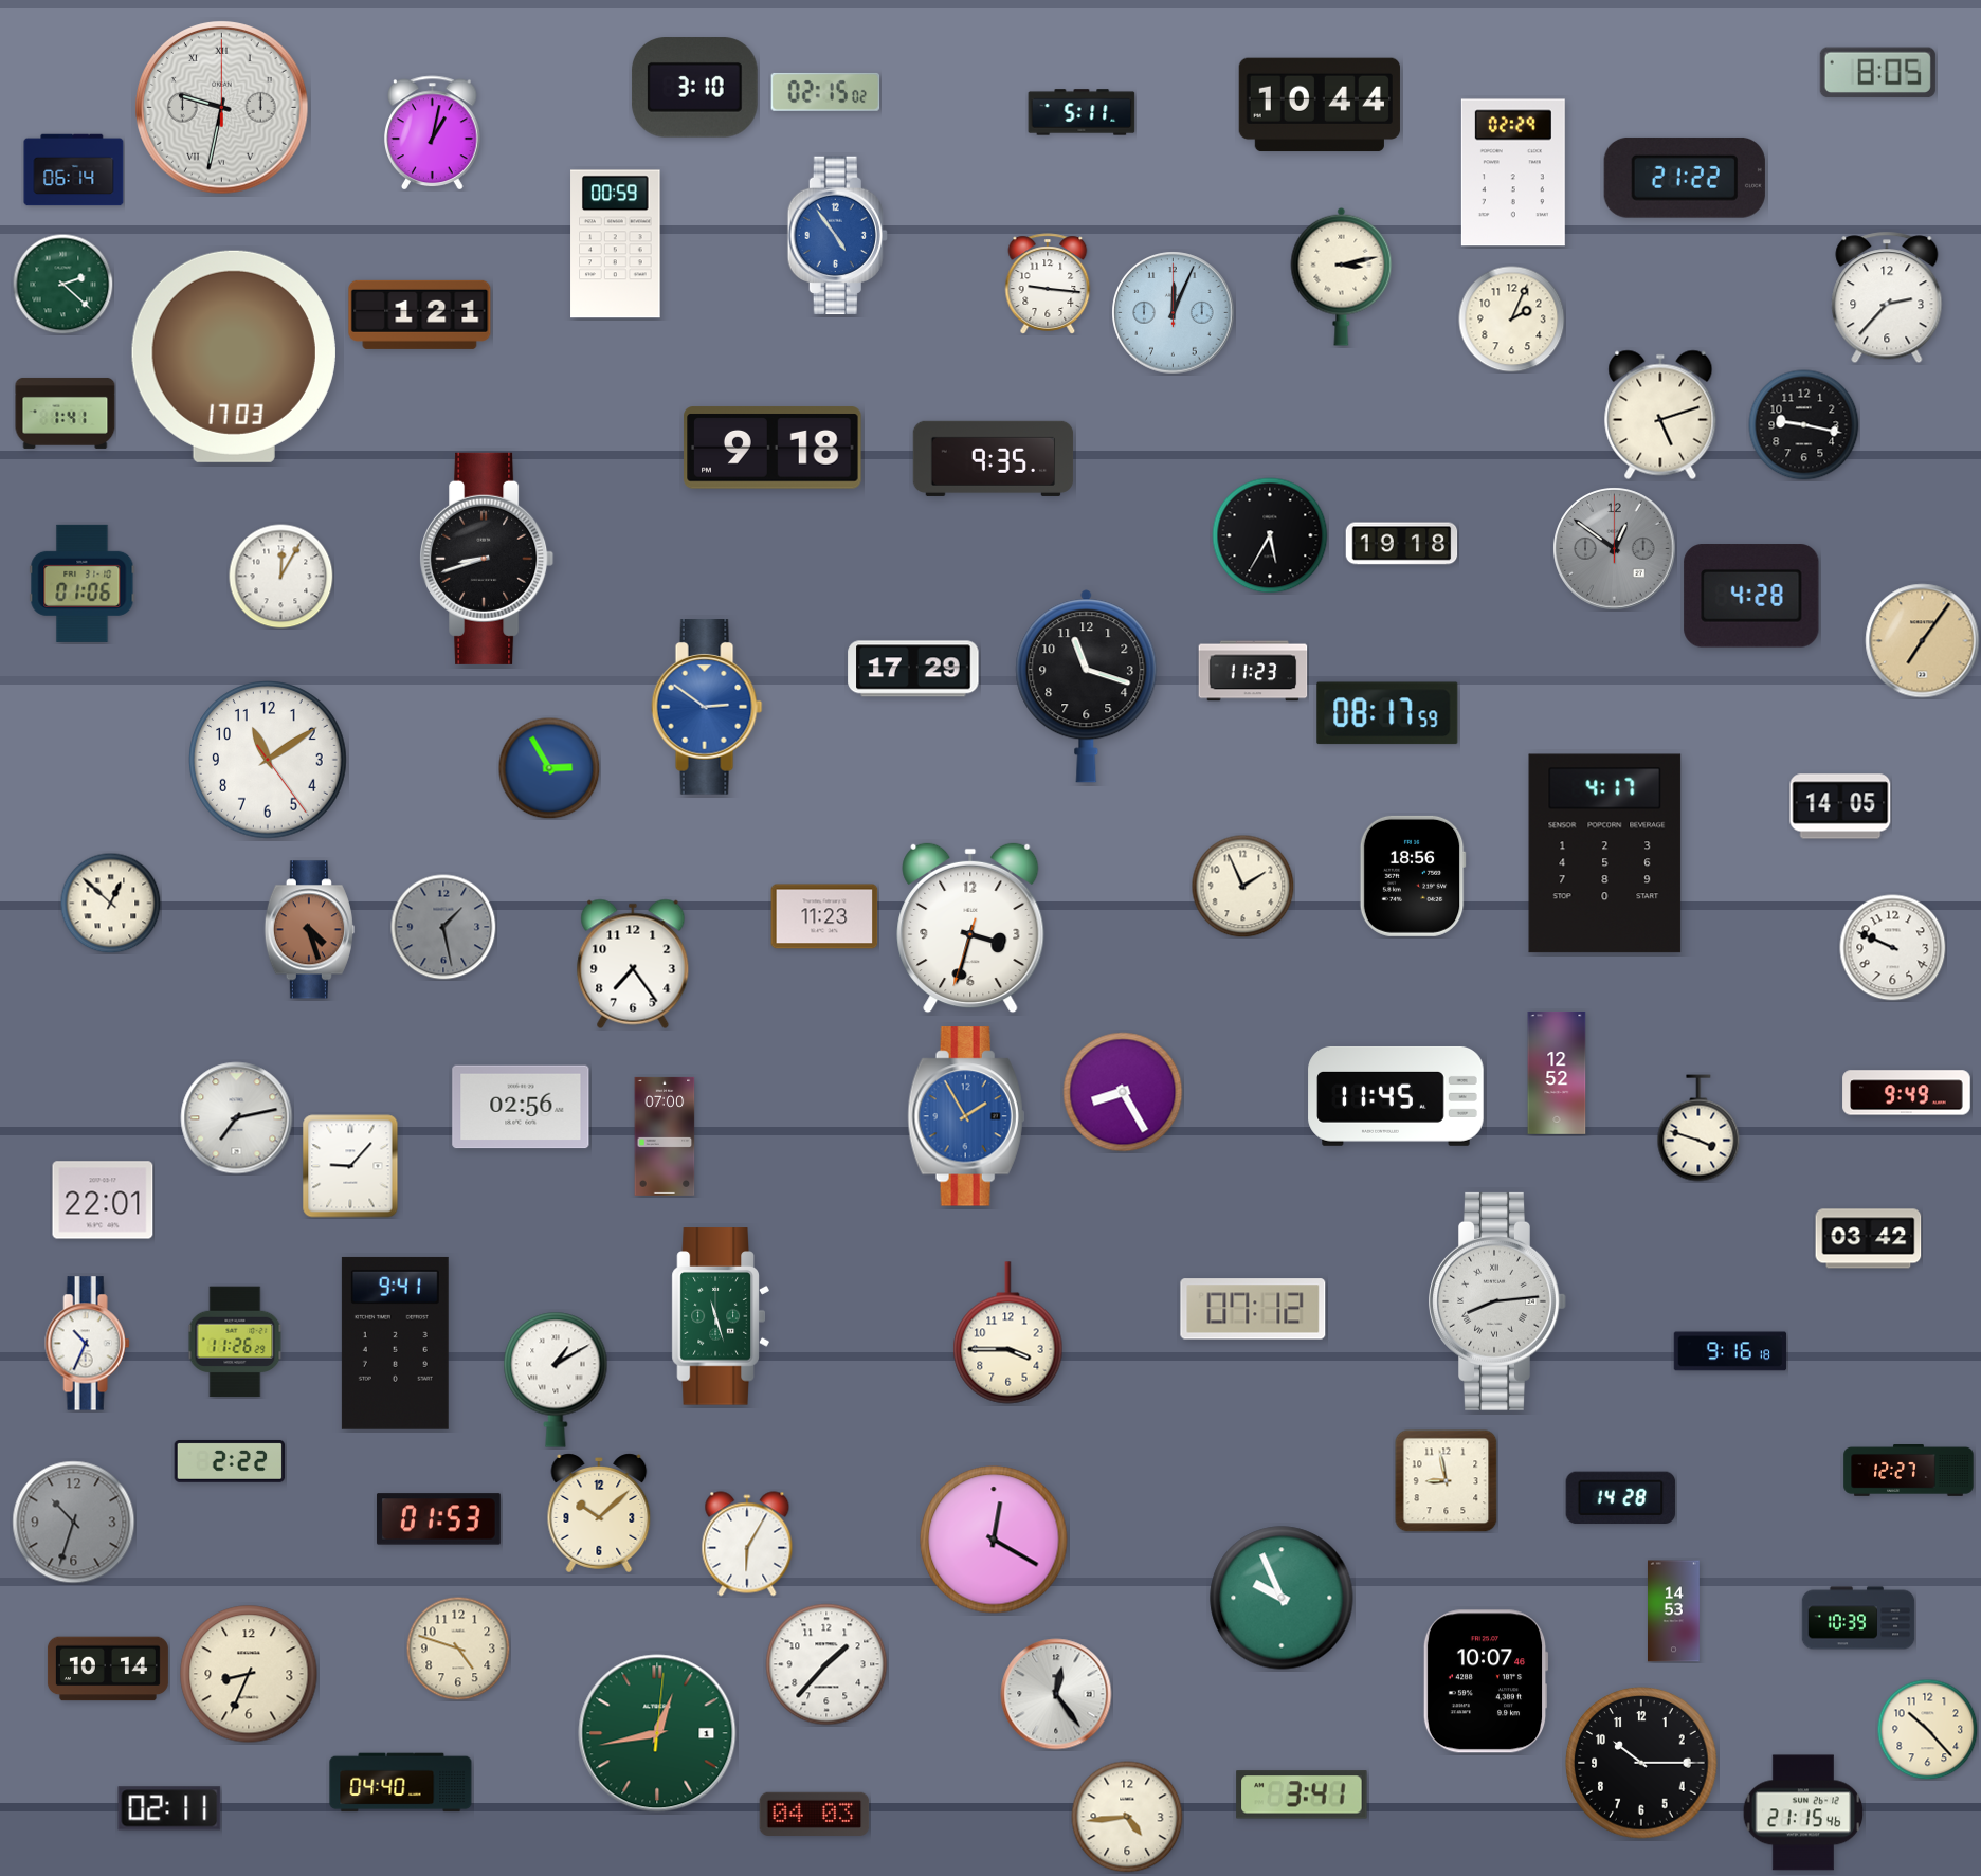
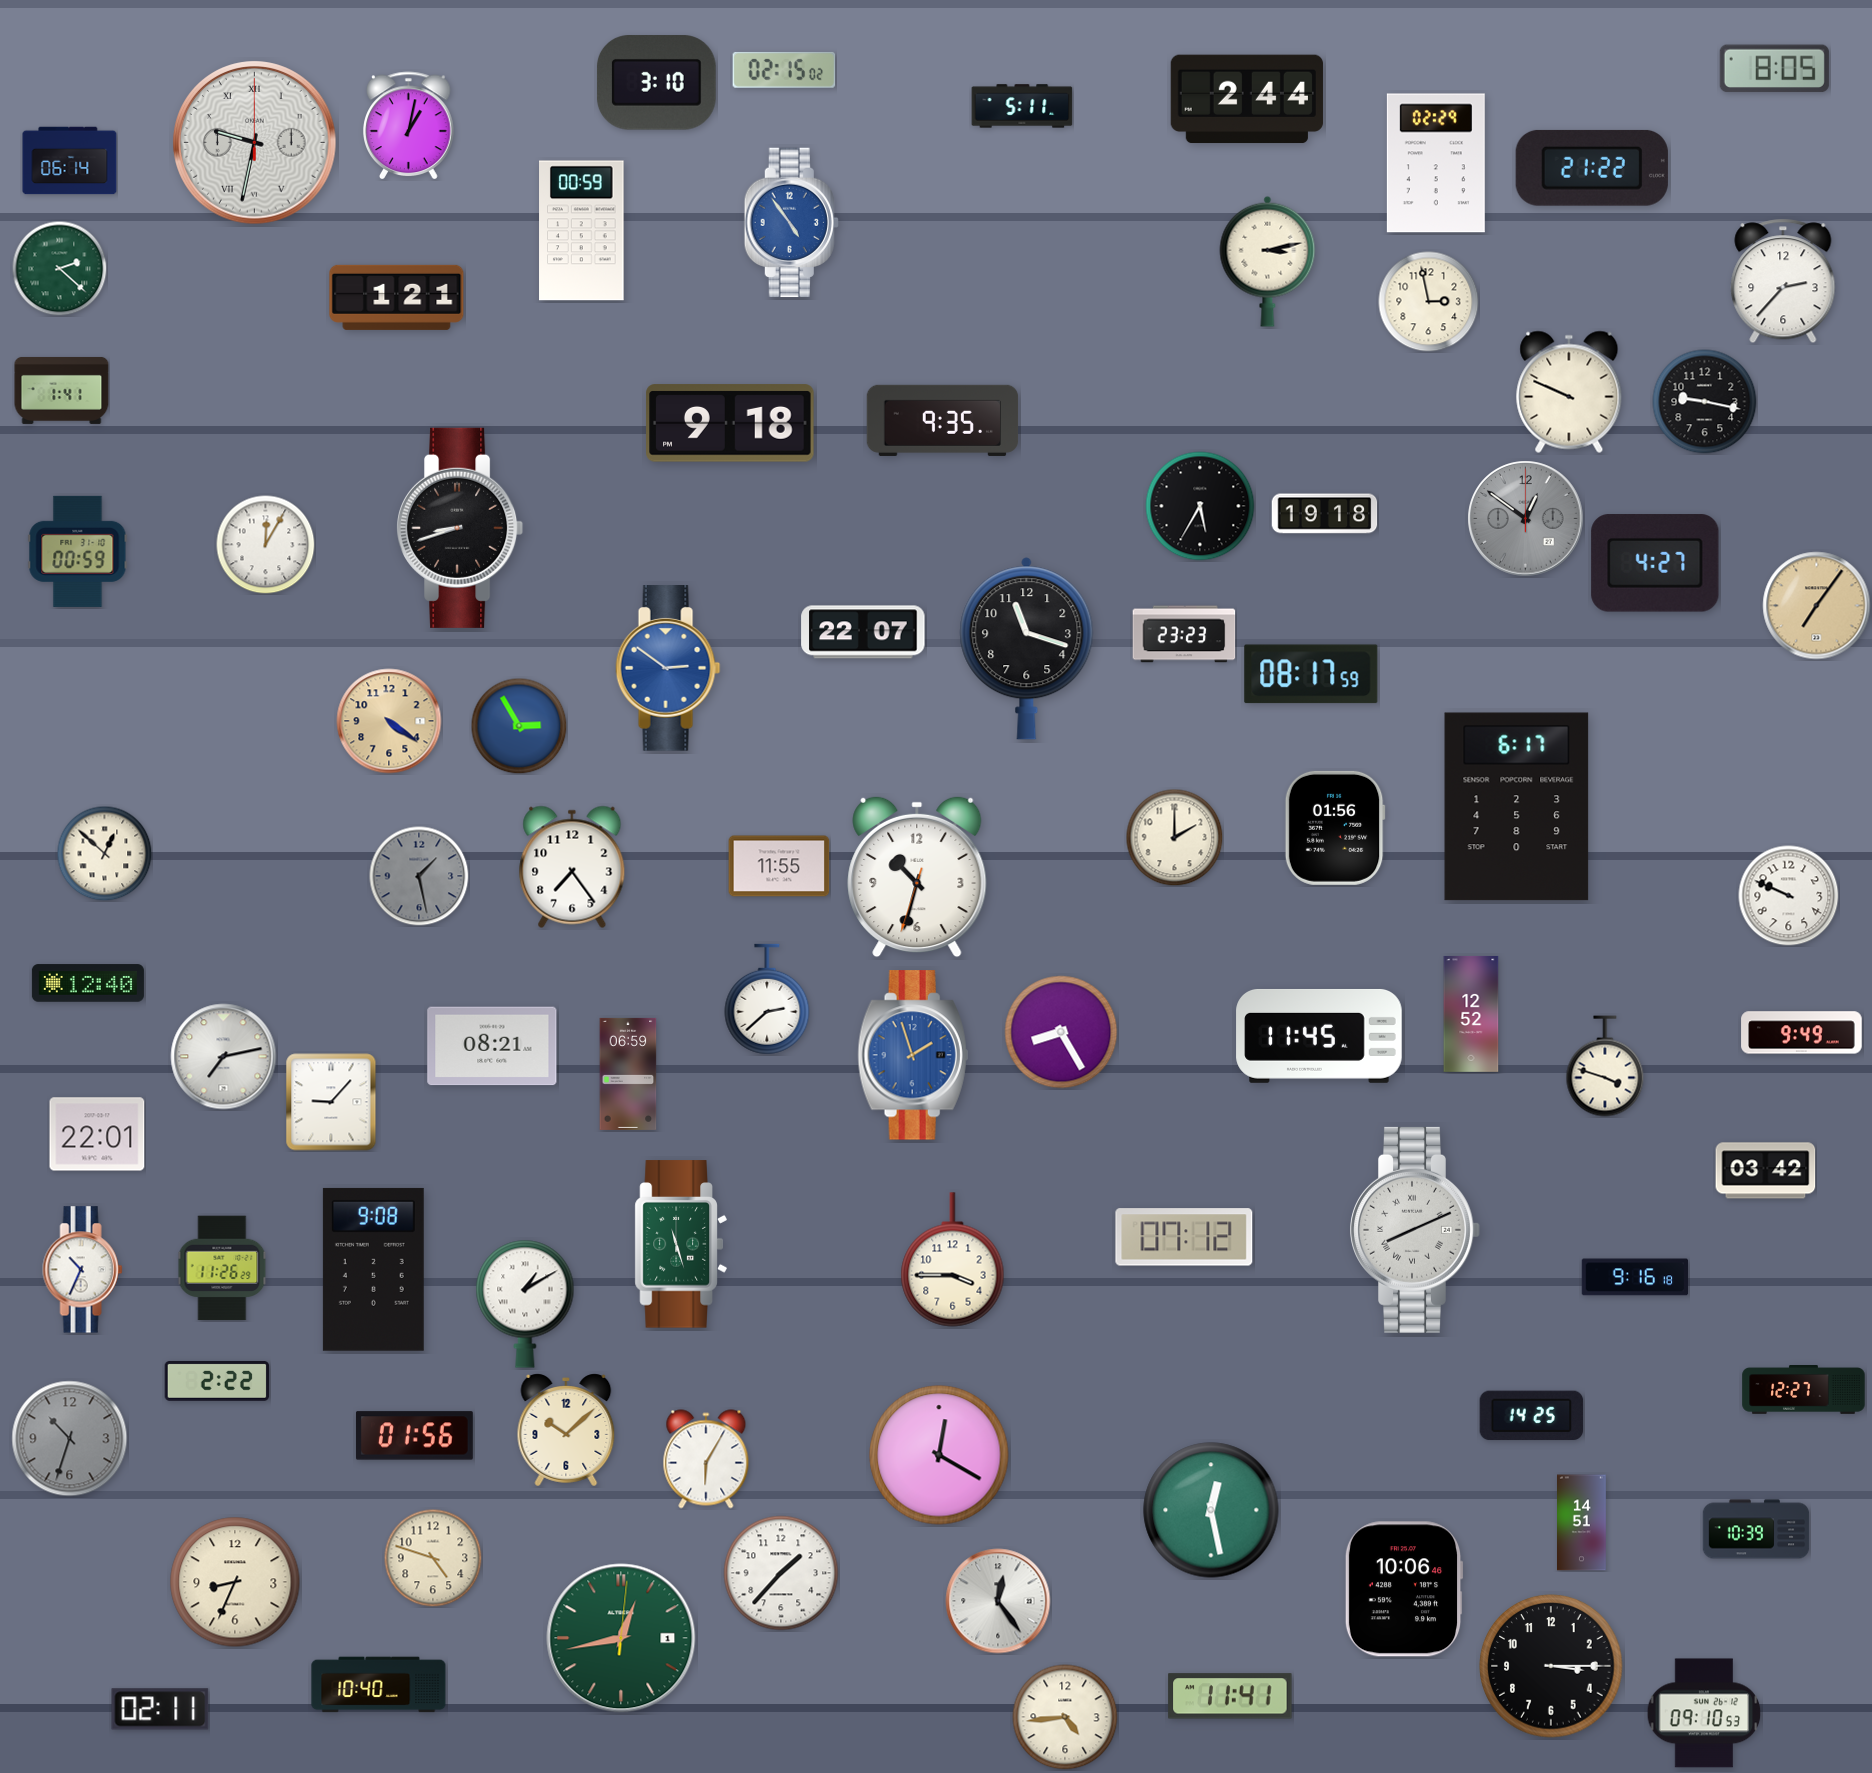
clock at (825, 92) position: (825, 92) -> (784, 70)
clock at (1320, 105): 10:44 -> 2:44
clock at (222, 108) position: (222, 108) -> (255, 143)
clock at (1513, 172) position: (1513, 172) -> (1436, 163)
clock at (1048, 284): 9:16 -> none
clock at (1174, 313): 12:04 -> none
clock at (1512, 320): 2:04 -> 2:58
clock at (234, 357): 17:03 -> none
clock at (1660, 415): 5:12 -> 9:49
clock at (994, 458) position: (994, 458) -> (943, 420)
clock at (83, 583): 01:06 -> 00:59
clock at (1751, 596): 4:28 -> 4:27
clock at (913, 669): 17:29 -> 22:07
clock at (1253, 671): 11:23 -> 23:23
clock at (268, 760): 11:09 -> none
clock at (389, 721): none -> 4:21
clock at (1840, 806): 14:05 -> none
clock at (1605, 854): 4:17 -> 6:17
clock at (1413, 876): 18:56 -> 01:56
clock at (1242, 886): 1:56 -> 2:00
clock at (824, 916): 11:23 -> 11:55
clock at (970, 928): 3:32 -> 10:32
clock at (309, 930): 4:27 -> none
clock at (633, 964) position: (633, 964) -> (572, 867)
clock at (88, 983): none -> 12:40
clock at (767, 999): none -> 2:38
clock at (521, 1107): 02:56 -> 08:21
clock at (966, 1116): 1:55 -> 1:57
clock at (665, 1136): 07:00 -> 06:59
clock at (1497, 1301): 8:14 -> 8:11
clock at (395, 1343): 9:41 -> 9:08
clock at (1447, 1481): 8:58 -> none
clock at (1621, 1498): 14:28 -> 14:25
clock at (438, 1519): 01:53 -> 01:56
clock at (1282, 1598): 9:56 -> 12:28
clock at (1674, 1611): 14:53 -> 14:51
clock at (108, 1669): 10:14 -> none
clock at (1486, 1681): 10:07 -> 10:06
clock at (1927, 1729): 10:23 -> none
clock at (1641, 1763): 10:15 -> 3:15
clock at (401, 1783): 04:40 -> 10:40
clock at (1302, 1795): 3:41 -> 11:41
clock at (1803, 1813): 21:15 -> 09:10
clock at (815, 1814): 04:03 -> none
